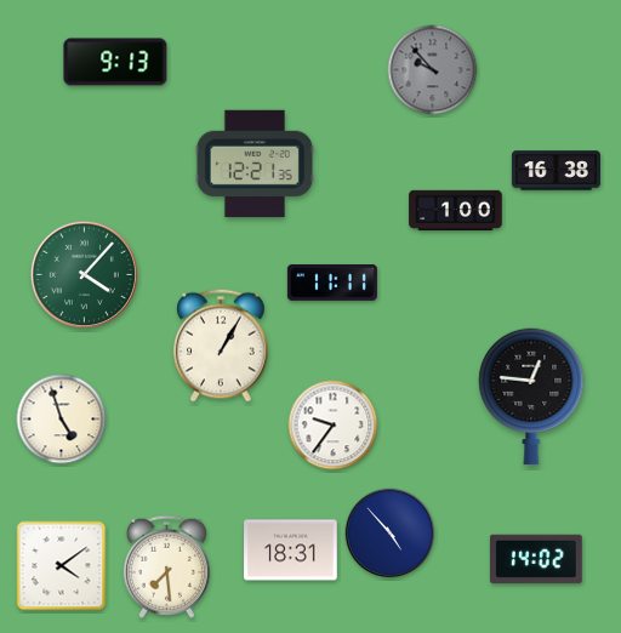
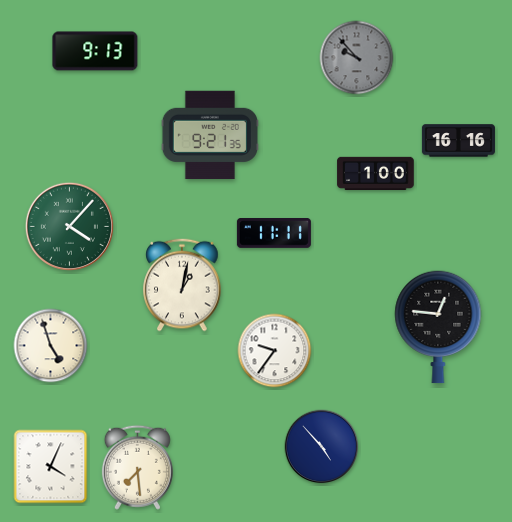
clock at (255, 164): 12:21 -> 9:21
clock at (556, 171): 16:38 -> 16:16
clock at (221, 346): 1:05 -> 1:02
clock at (391, 534) position: (391, 534) -> (322, 447)
clock at (291, 551): 18:31 -> none
clock at (536, 559): 14:02 -> none
clock at (62, 566): 4:09 -> 4:04
